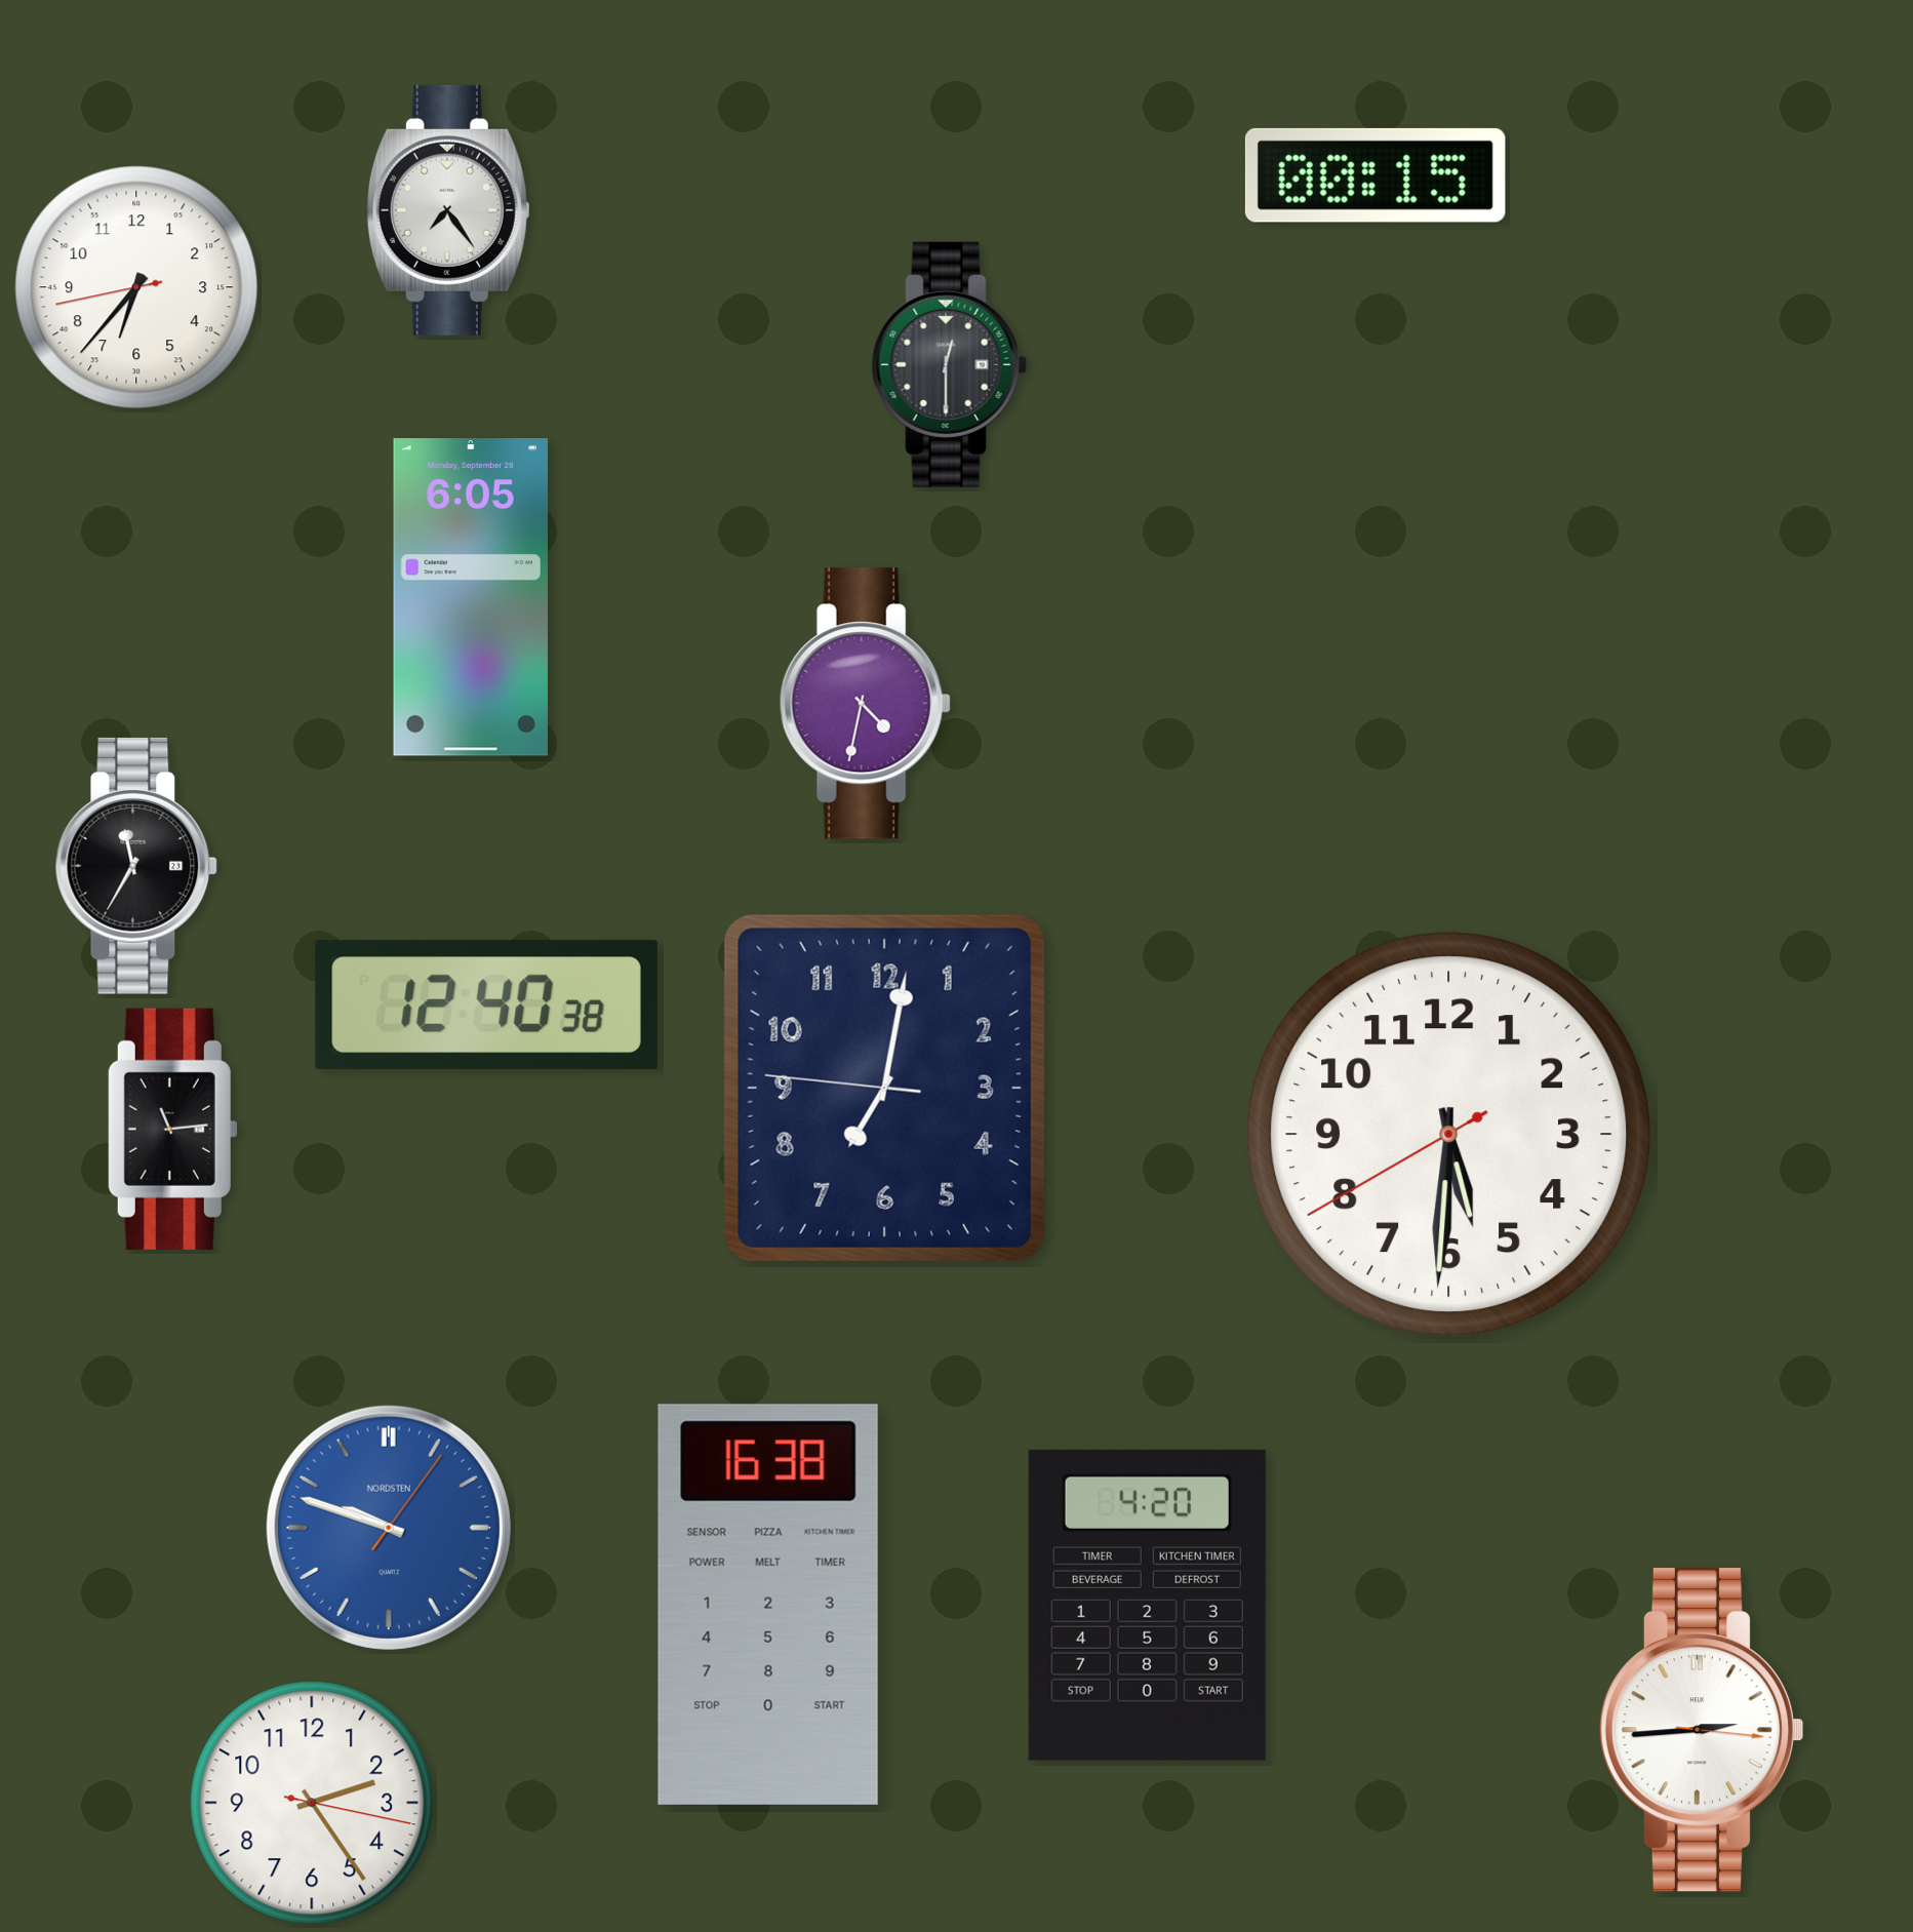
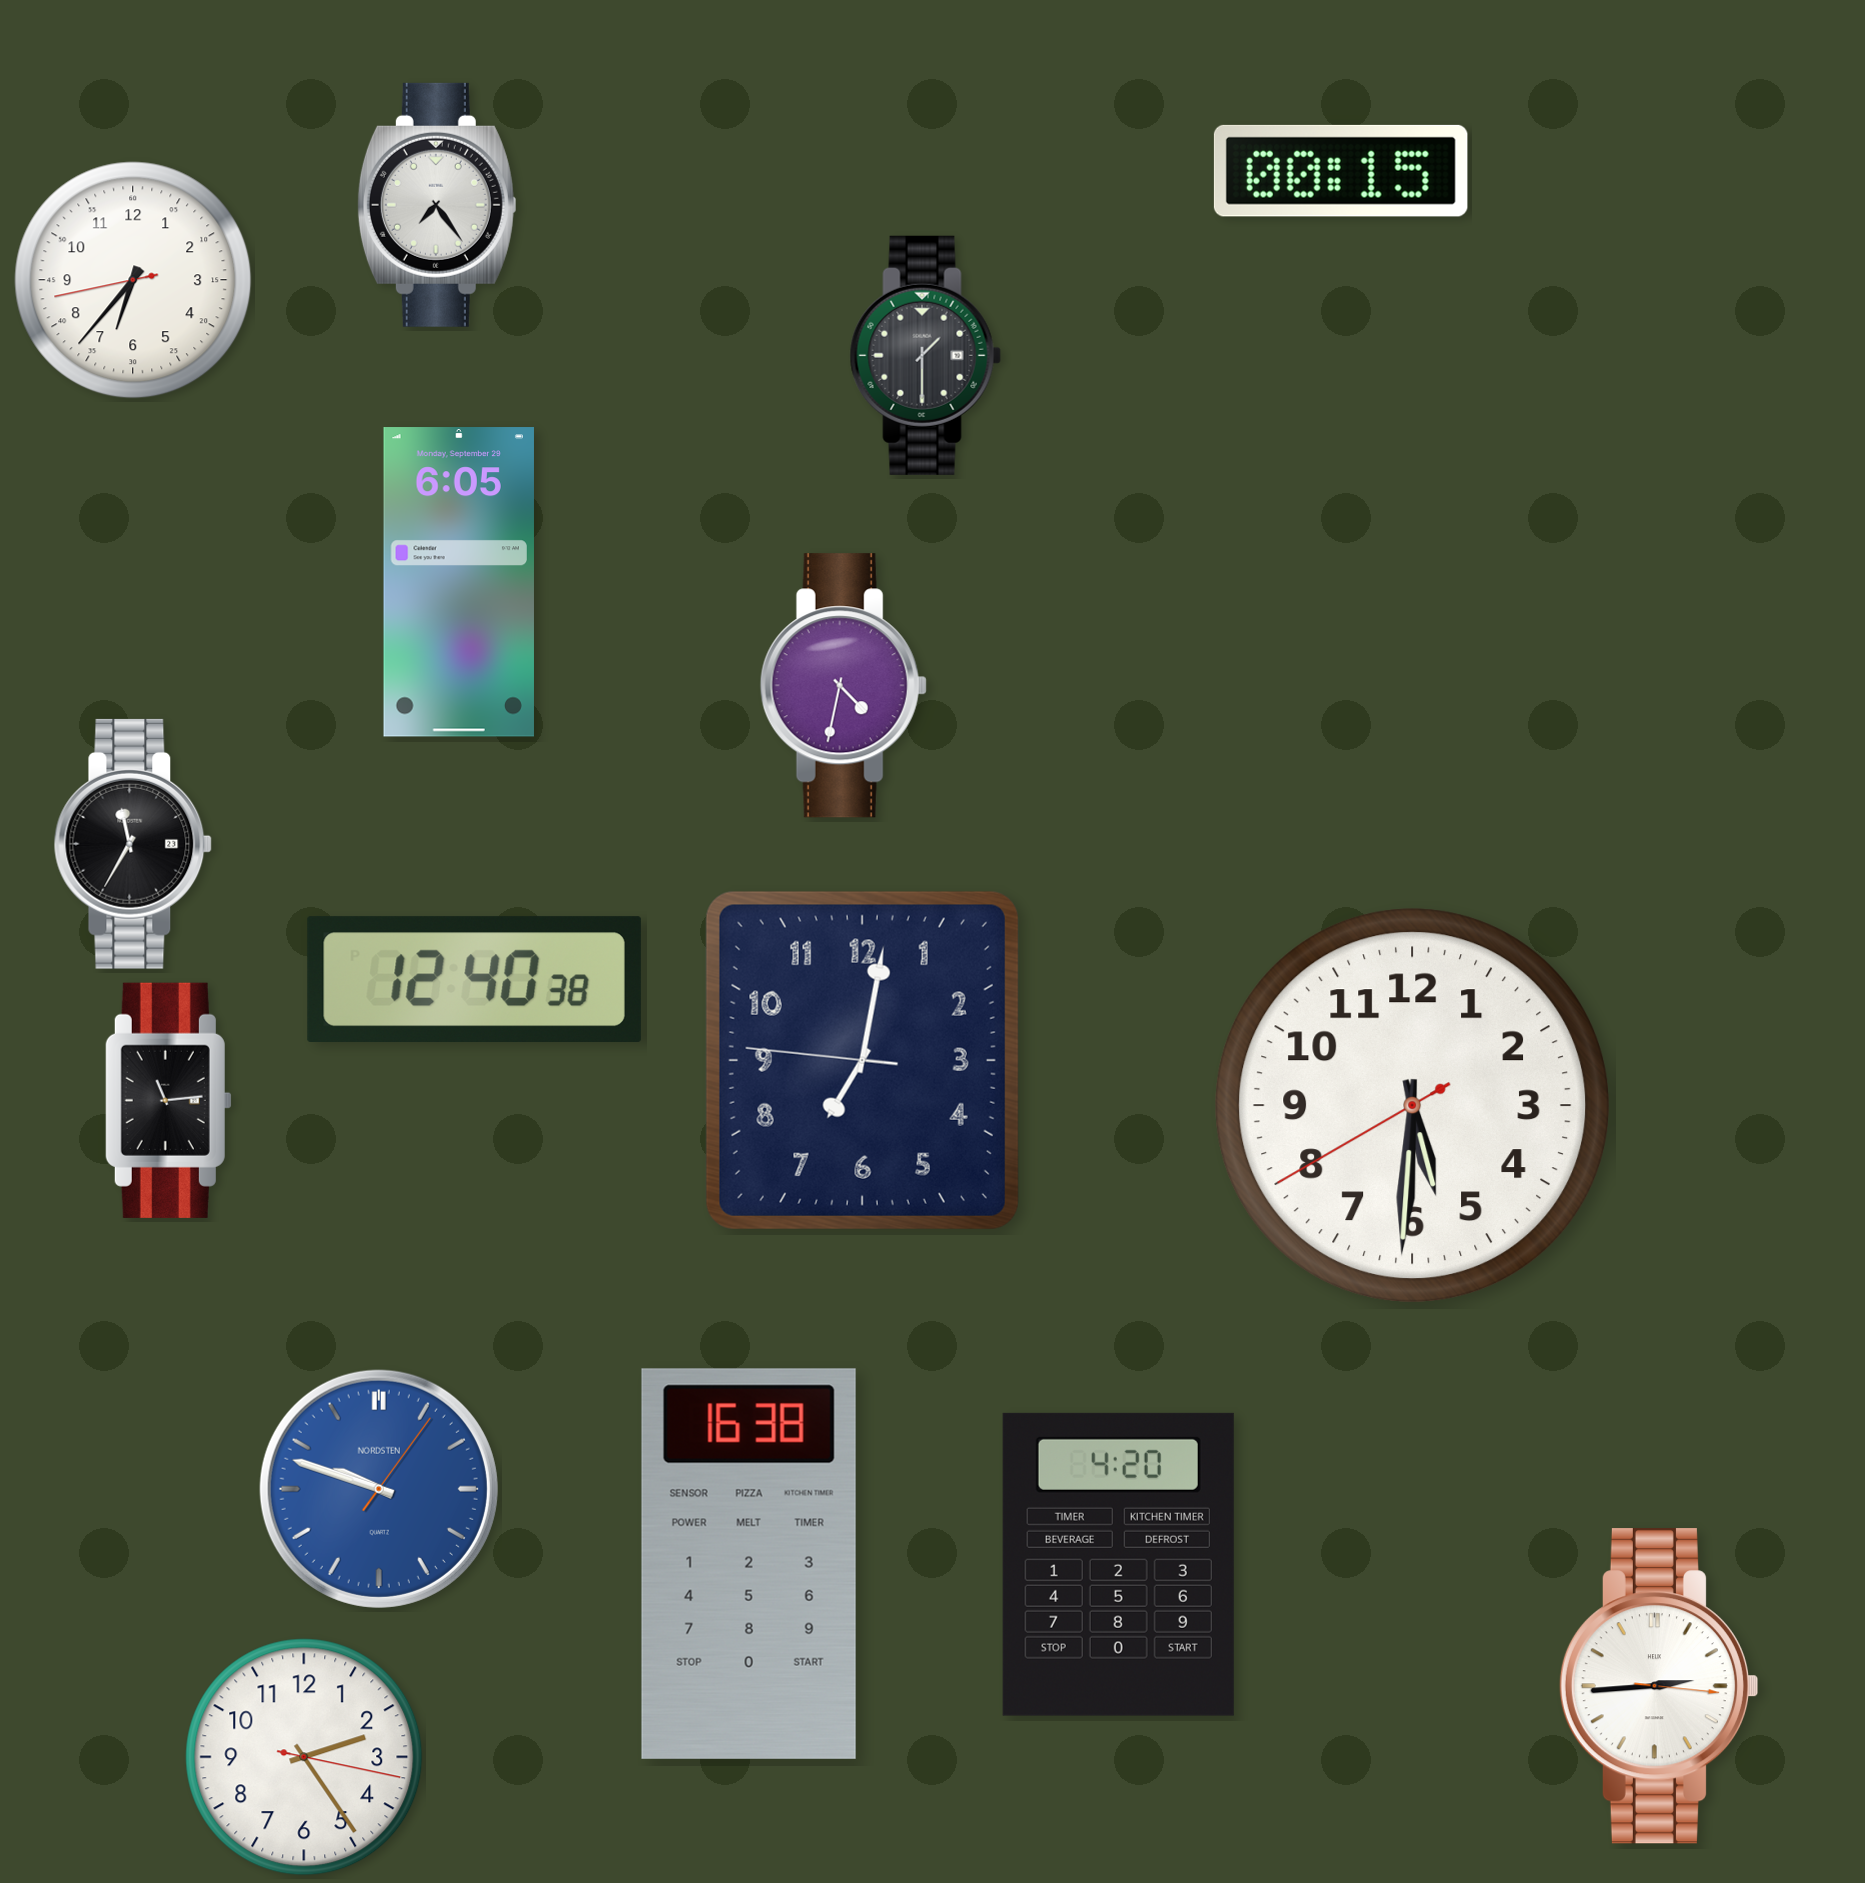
clock at (949, 364): 12:30 -> 1:30
